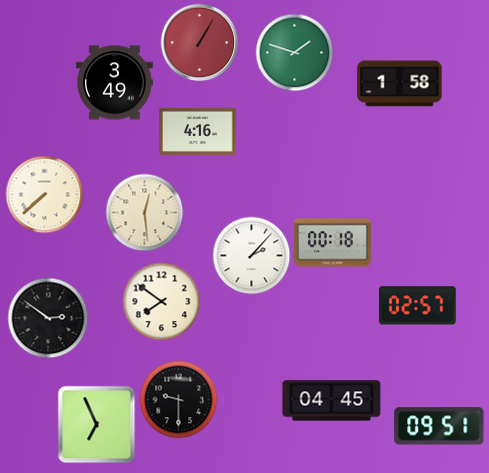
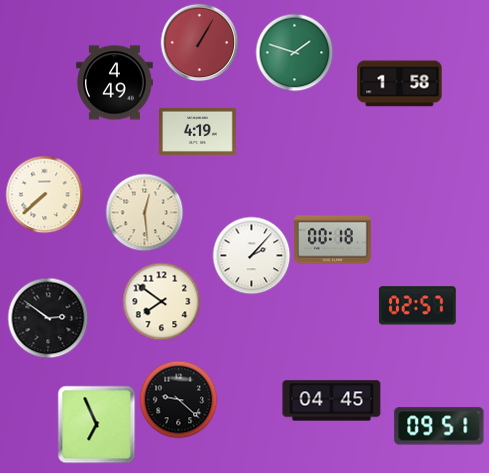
clock at (115, 83): 3:49 -> 4:49
clock at (198, 131): 4:16 -> 4:19
clock at (333, 243) position: (333, 243) -> (333, 240)
clock at (178, 399): 9:30 -> 9:22
